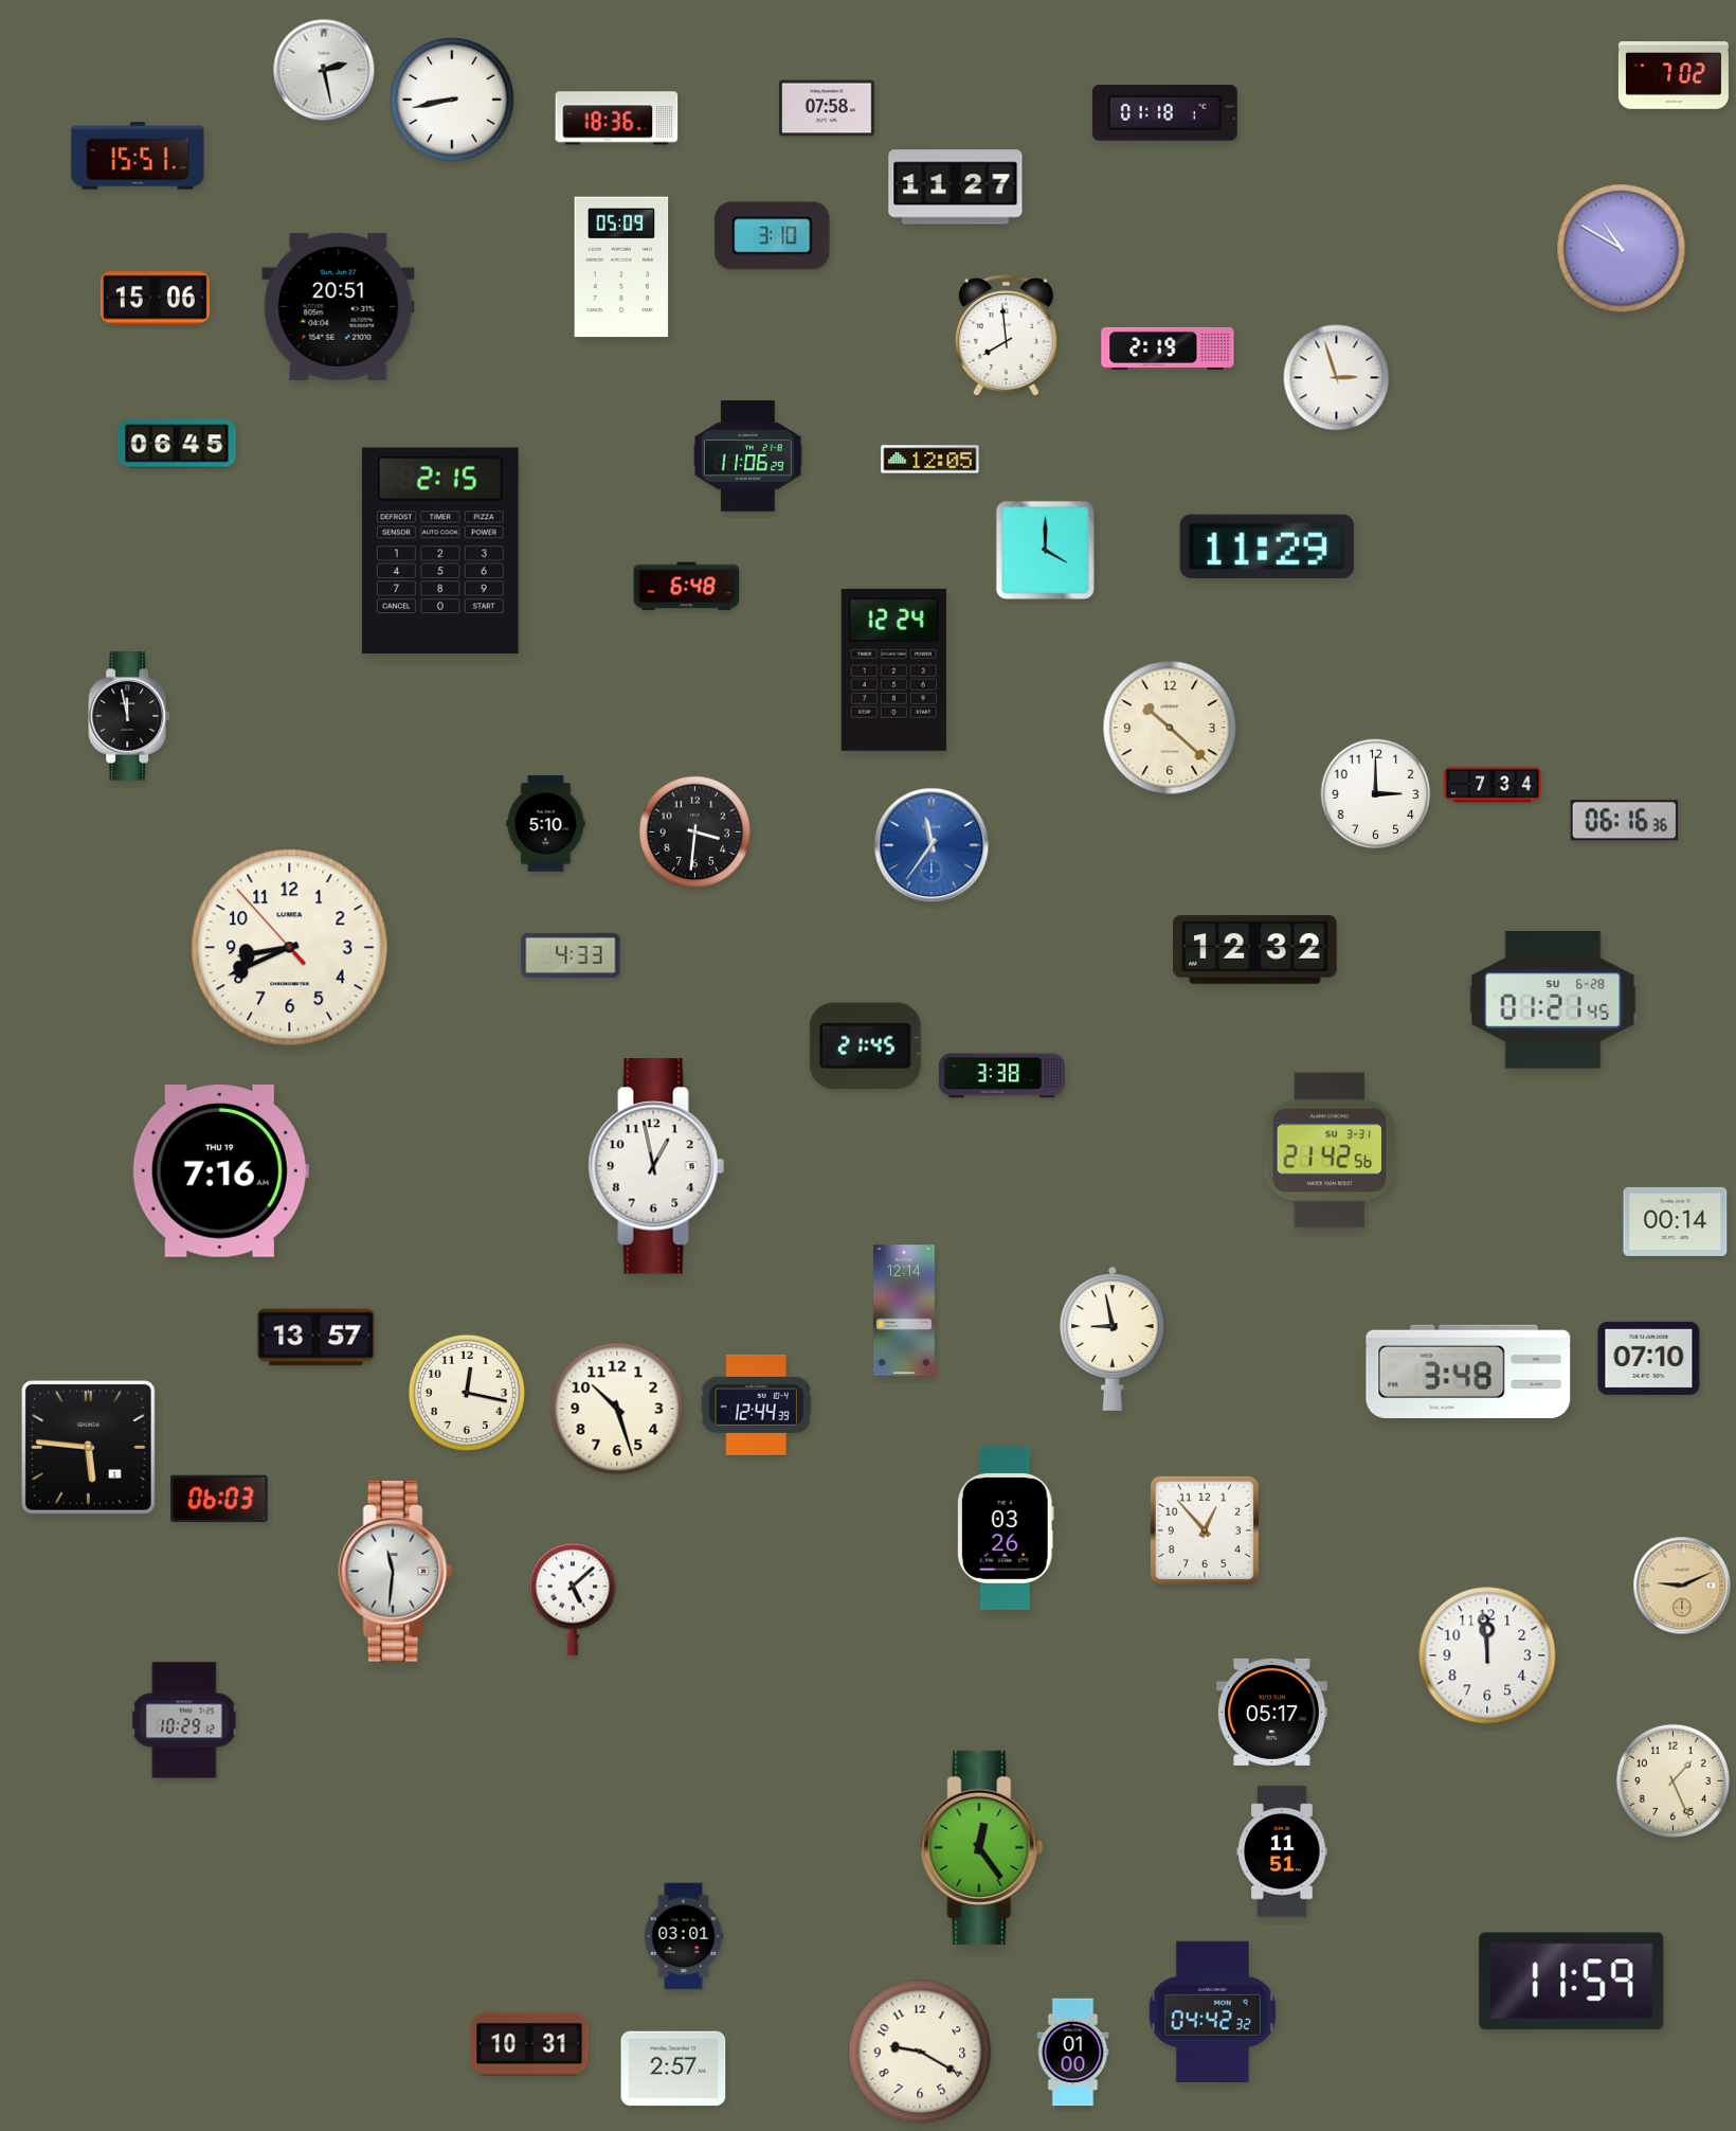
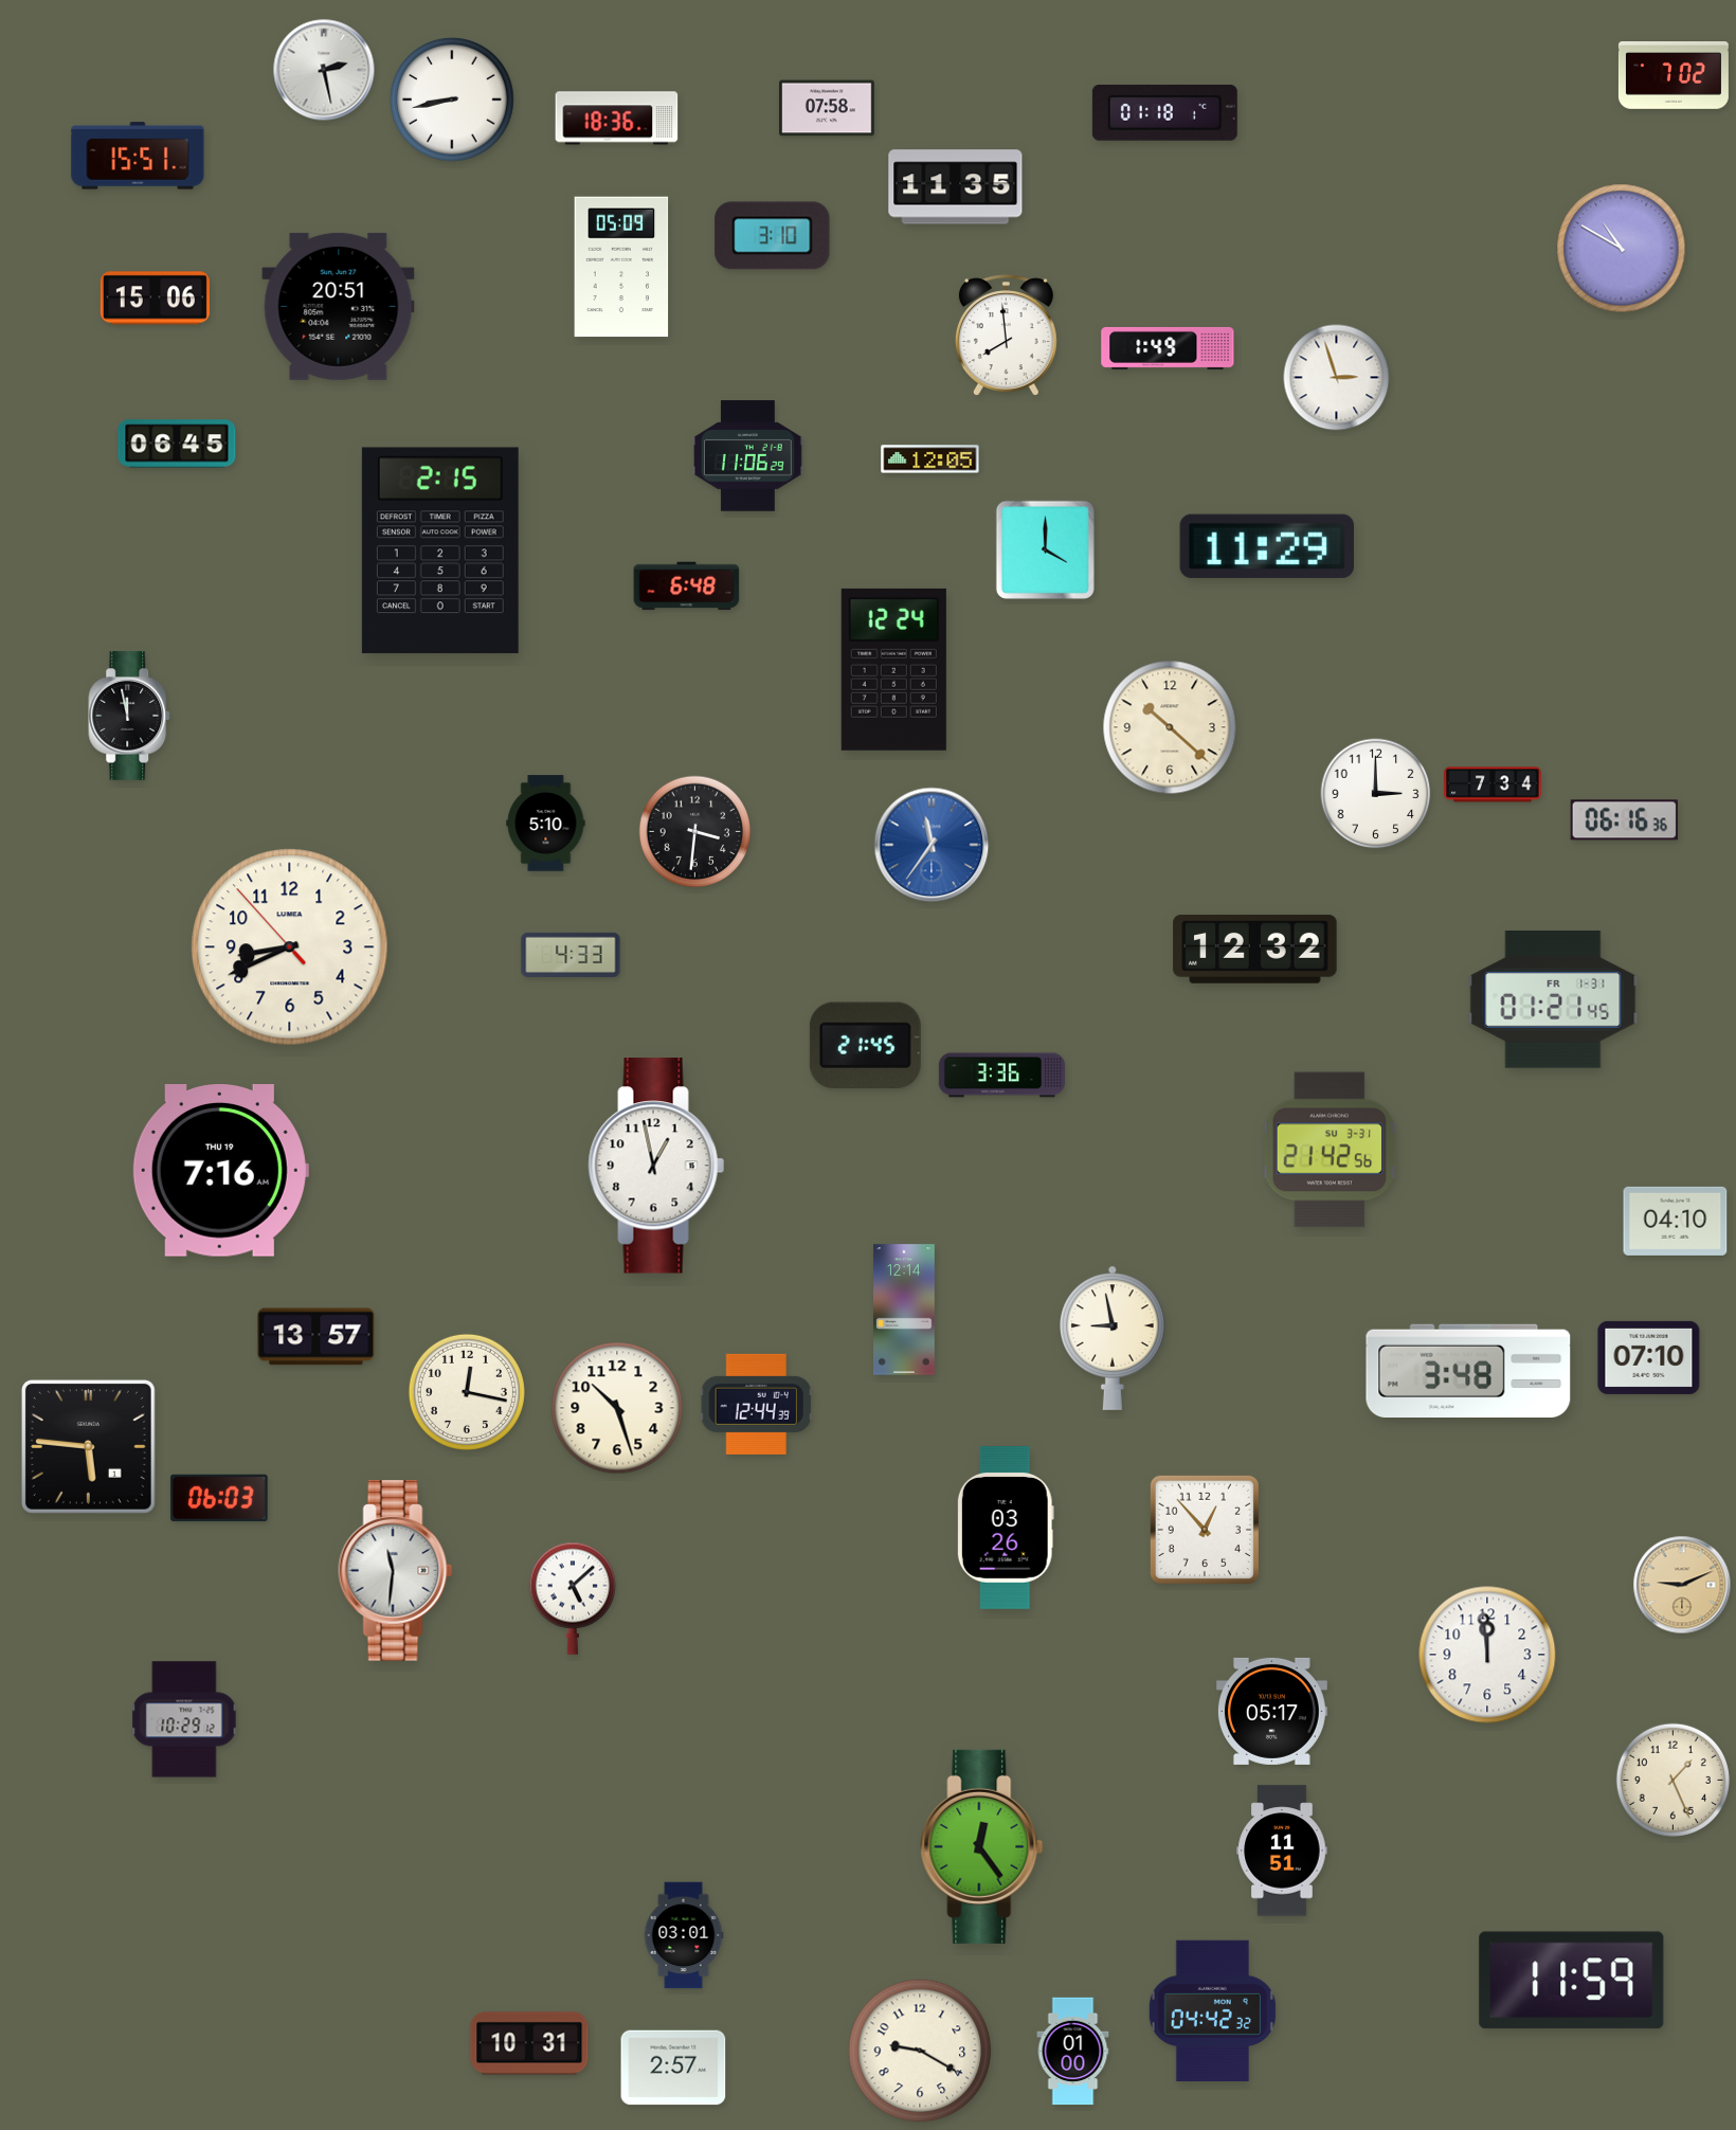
clock at (956, 187): 11:27 -> 11:35
clock at (1168, 348): 2:19 -> 1:49
clock at (1553, 1001) date: SU 6-28 -> FR 1-31
clock at (1001, 1076): 3:38 -> 3:36
clock at (1676, 1221): 00:14 -> 04:10
